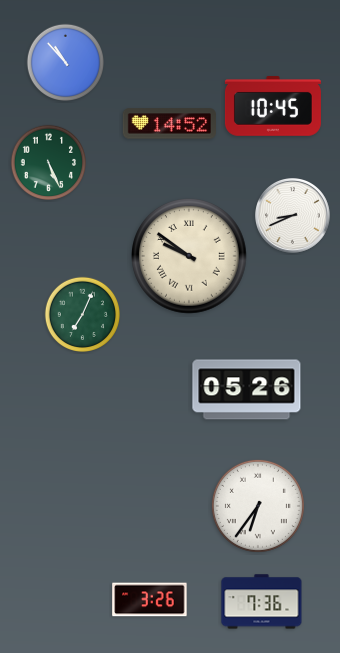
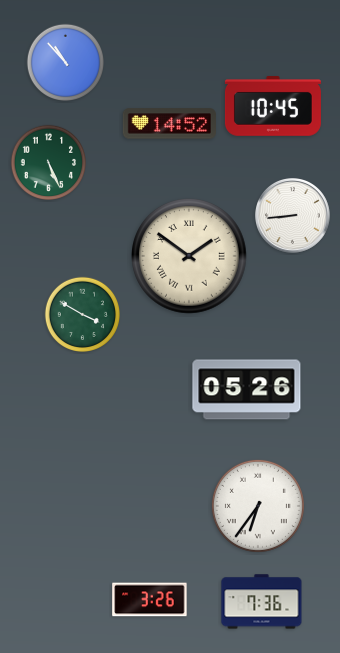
clock at (293, 216): 8:41 -> 8:44
clock at (190, 257): 9:51 -> 1:51
clock at (82, 314): 7:04 -> 3:50
